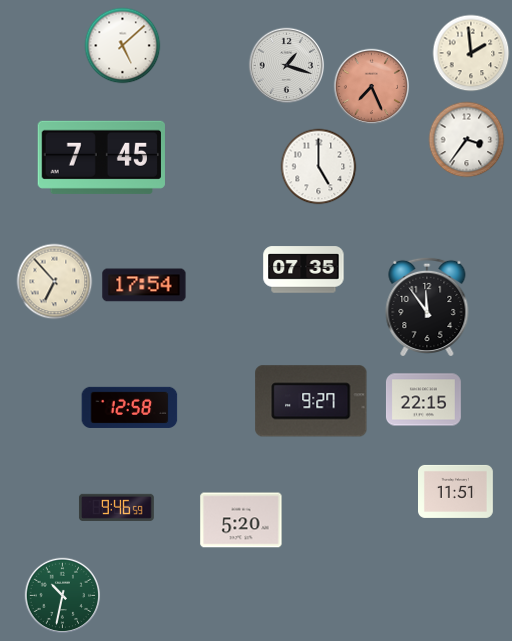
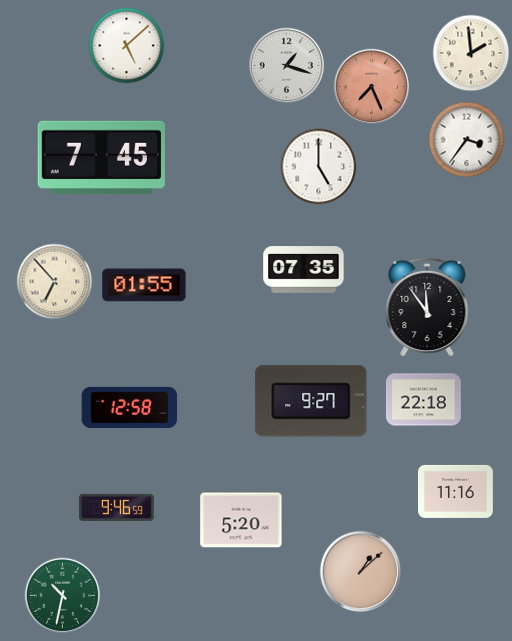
clock at (123, 46) position: (123, 46) -> (127, 46)
clock at (144, 285): 17:54 -> 01:55
clock at (423, 400): 22:15 -> 22:18
clock at (456, 491): 11:51 -> 11:16
clock at (361, 572): none -> 1:08
